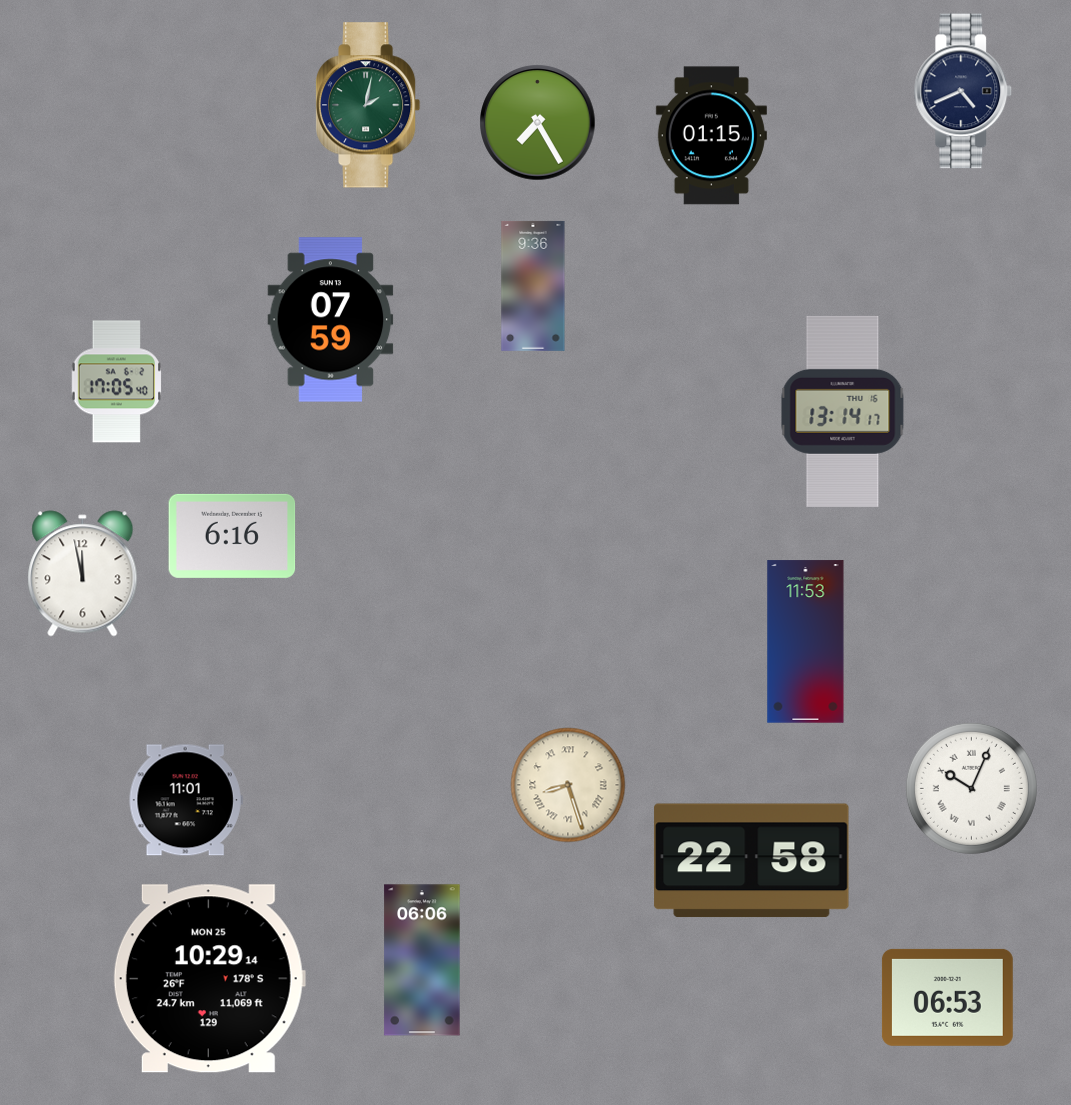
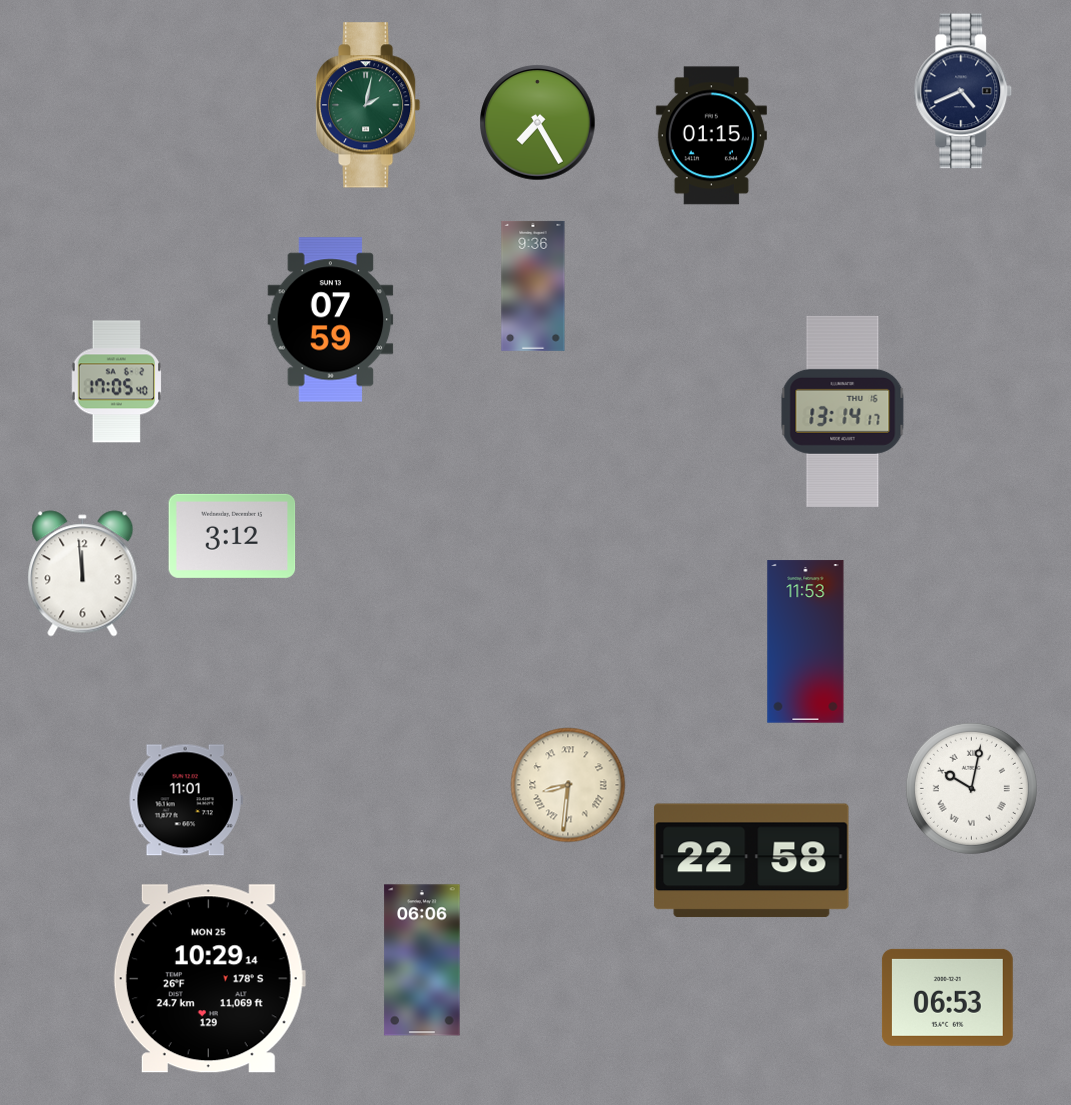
clock at (232, 536): 6:16 -> 3:12
clock at (83, 574): 11:58 -> 11:59
clock at (568, 785): 8:27 -> 8:31
clock at (971, 788): 10:04 -> 10:02
